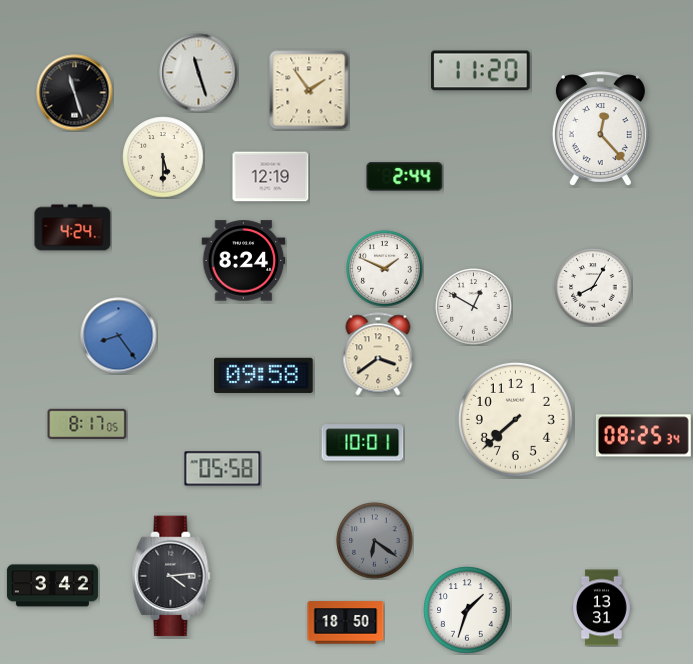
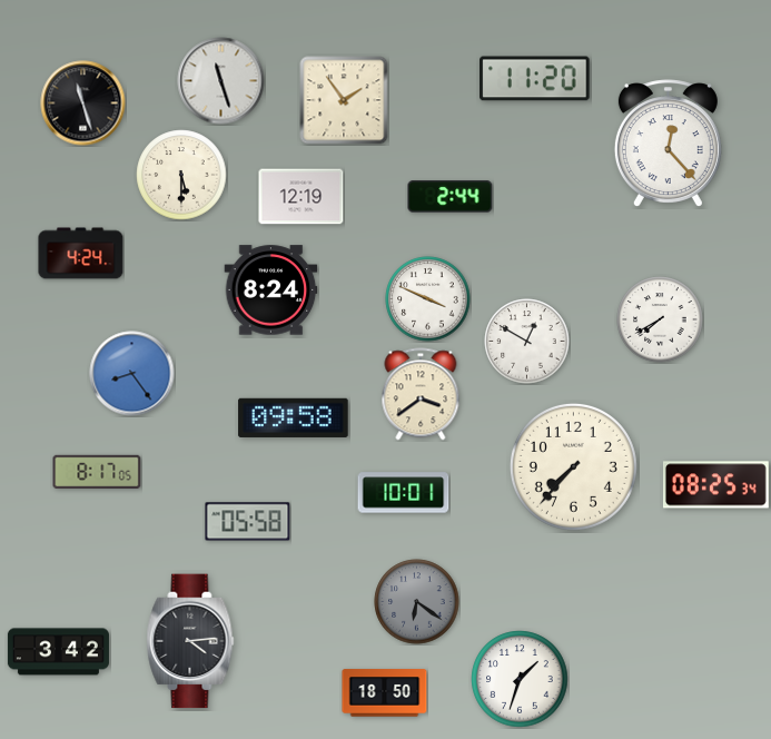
clock at (385, 269): 1:49 -> 3:49
clock at (593, 287): 8:05 -> 7:40
clock at (515, 419): 7:38 -> 7:37
clock at (602, 608): 13:31 -> none
